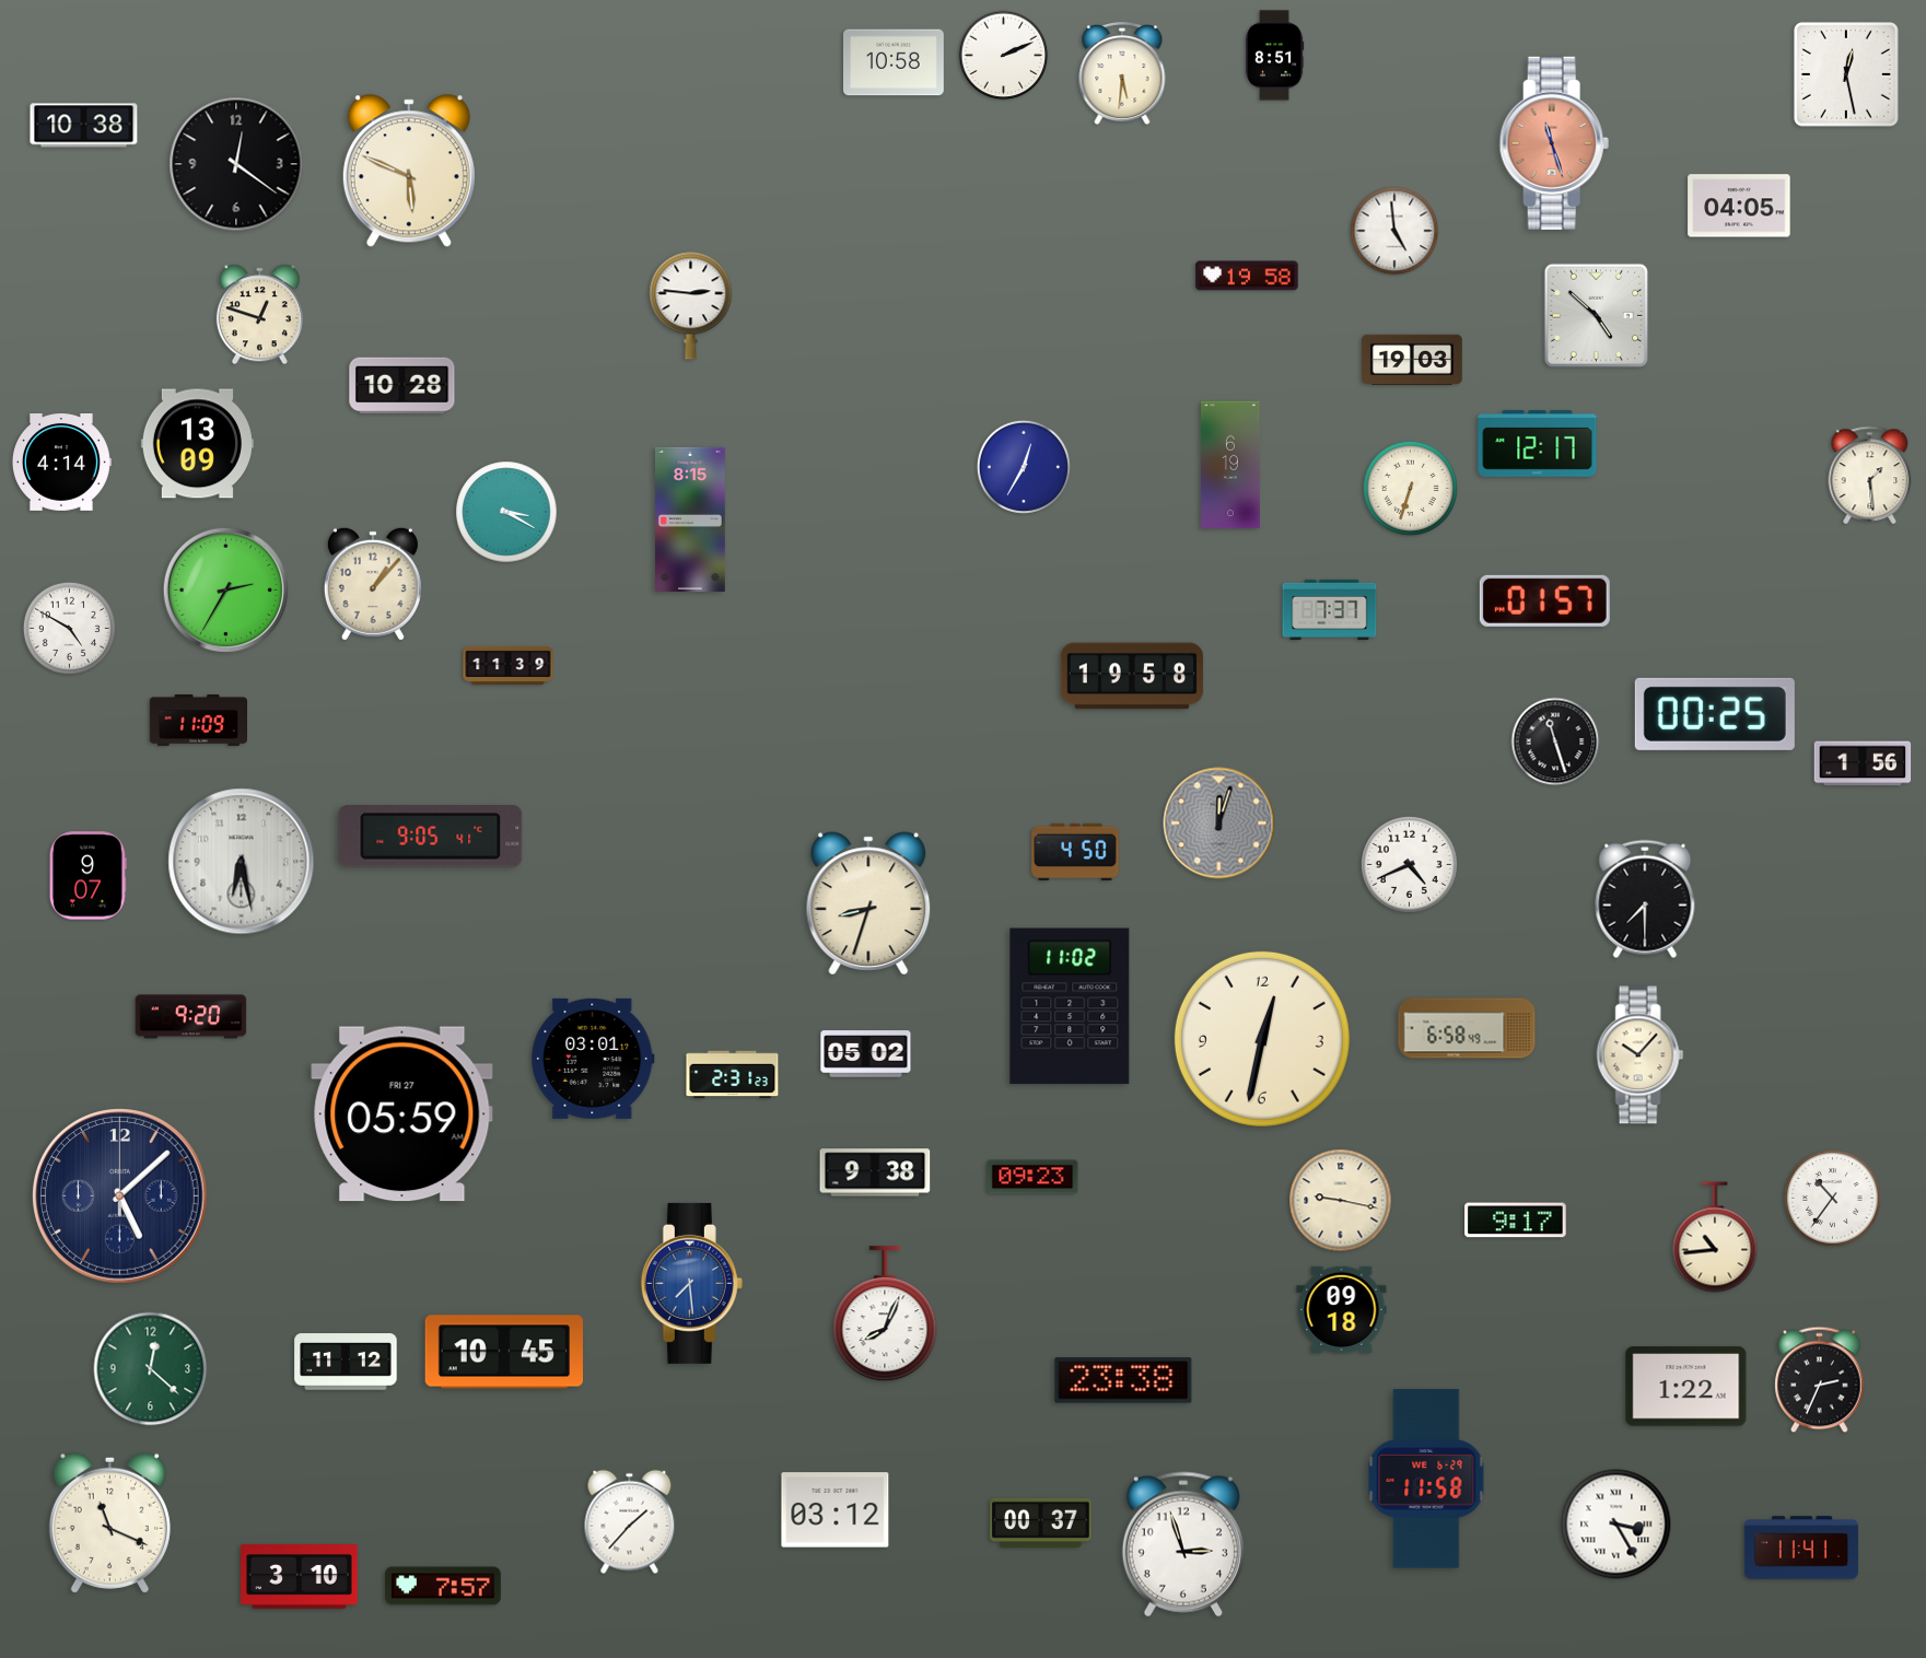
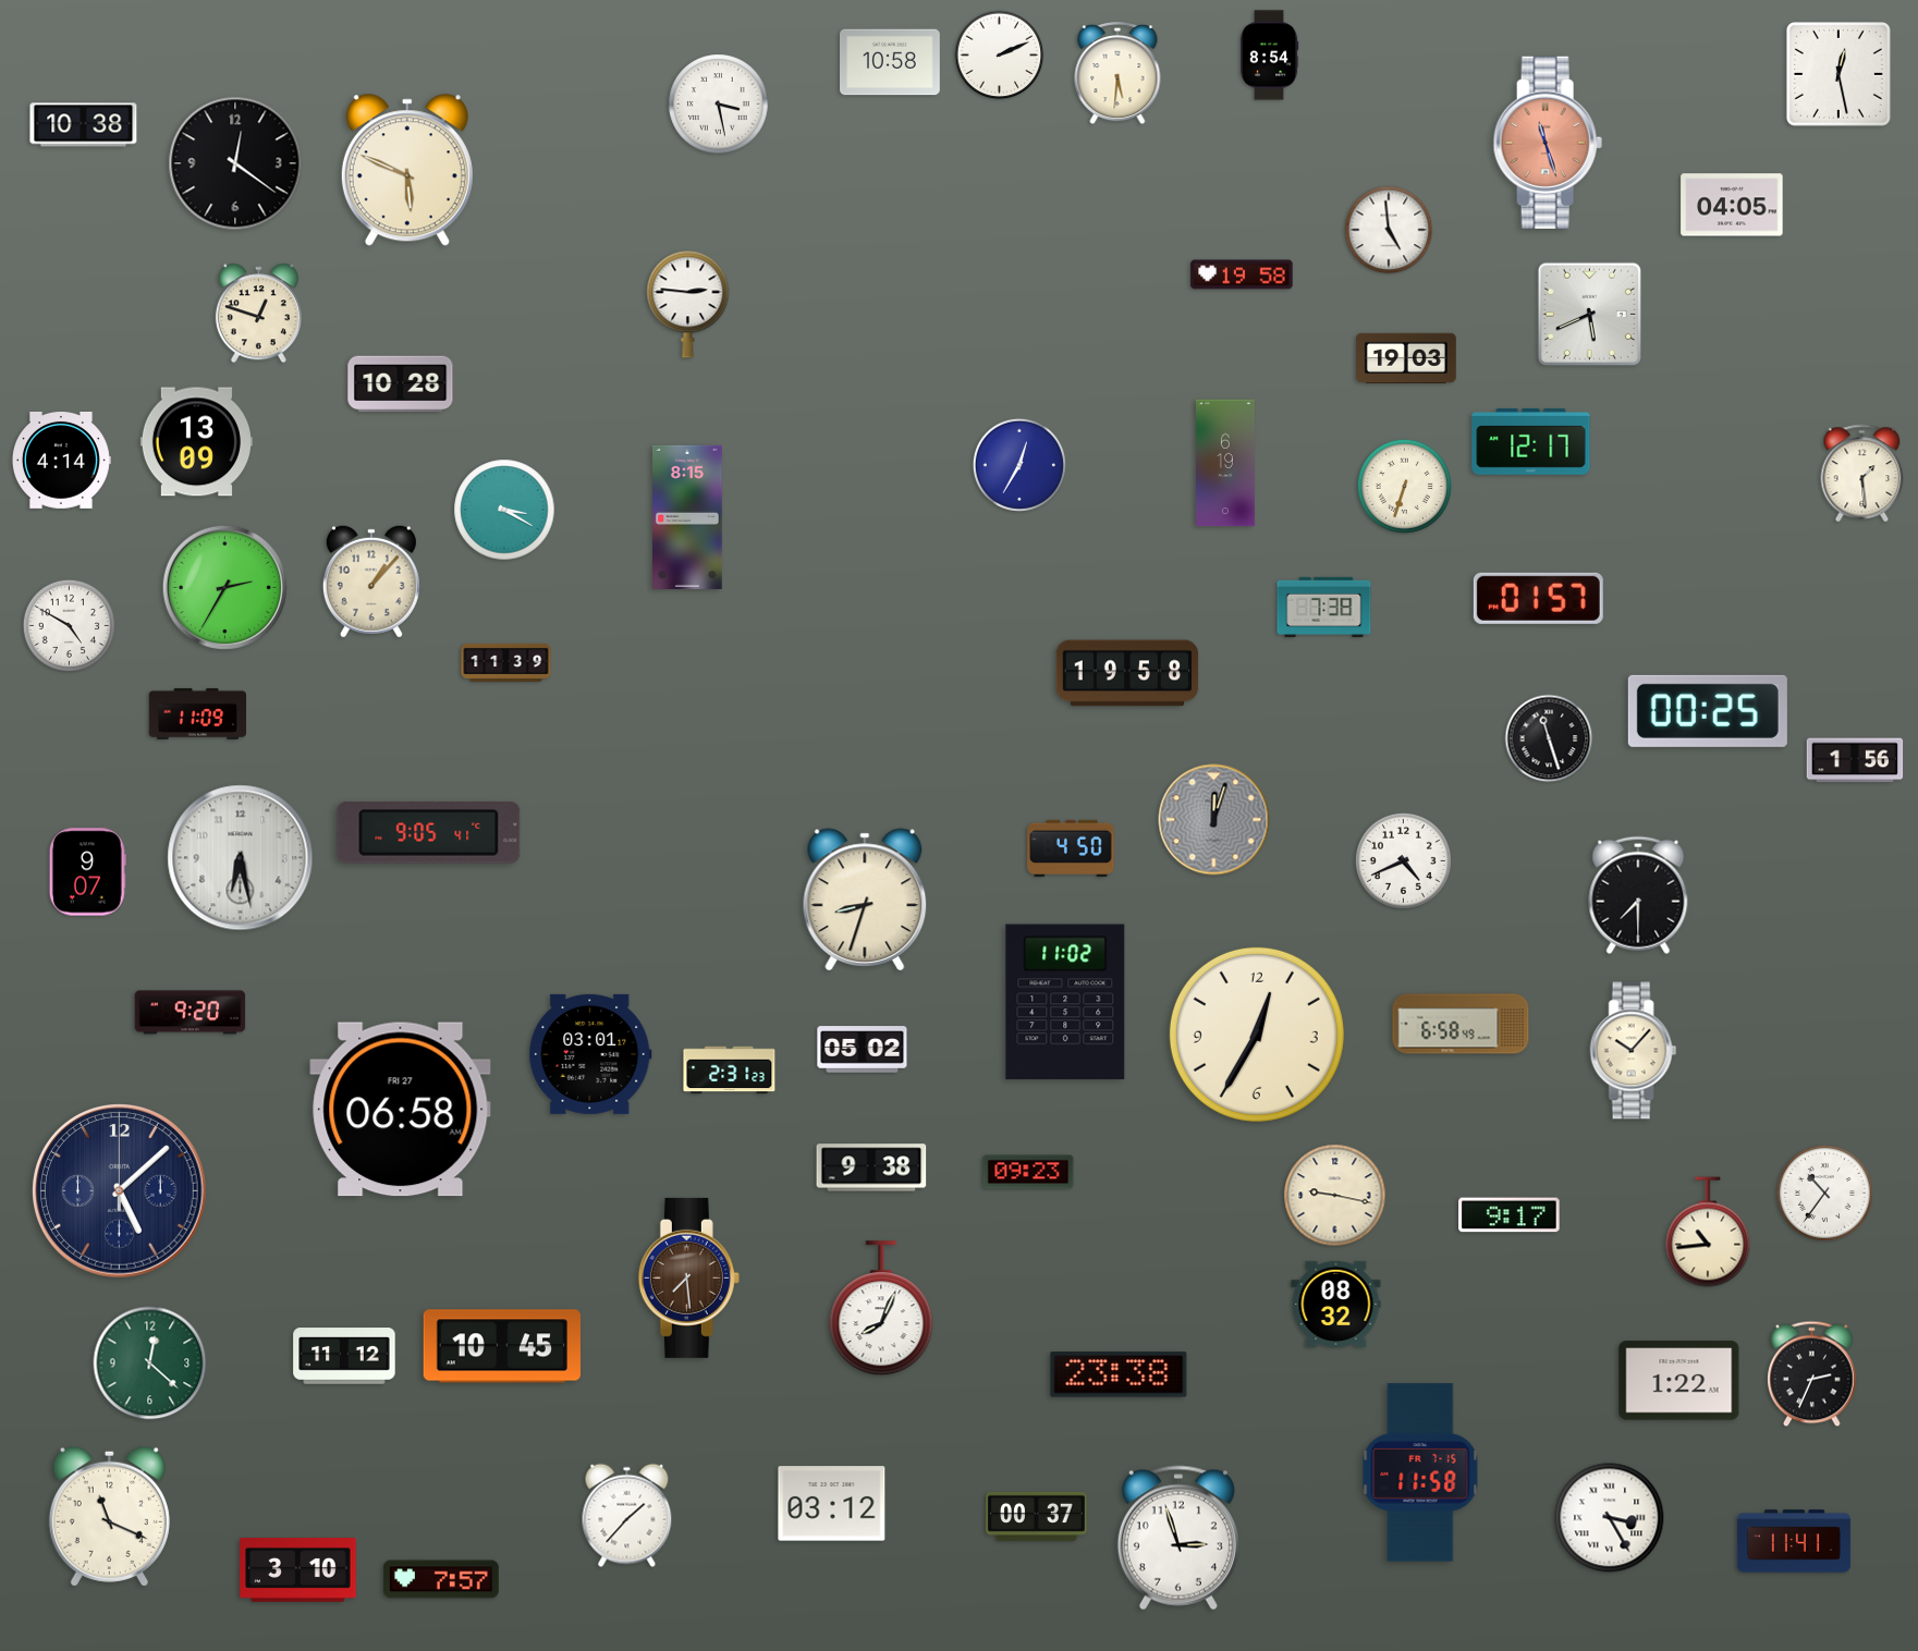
clock at (1274, 56): 8:51 -> 8:54
clock at (719, 105): none -> 3:28
clock at (1596, 315): 4:52 -> 5:41
clock at (1330, 609): 7:37 -> 7:38
clock at (198, 720) position: (198, 720) -> (197, 713)
clock at (1262, 1039): 12:32 -> 12:35
clock at (402, 1114): 05:59 -> 06:58
clock at (691, 1283) dial: blue -> brown
clock at (1342, 1309): 09:18 -> 08:32
clock at (1426, 1479) date: WE 6-29 -> FR 7-15
